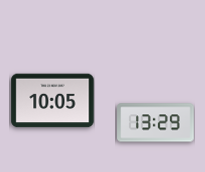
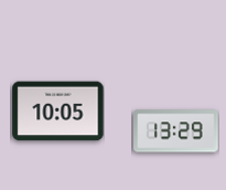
clock at (156, 123) position: (156, 123) -> (176, 131)
